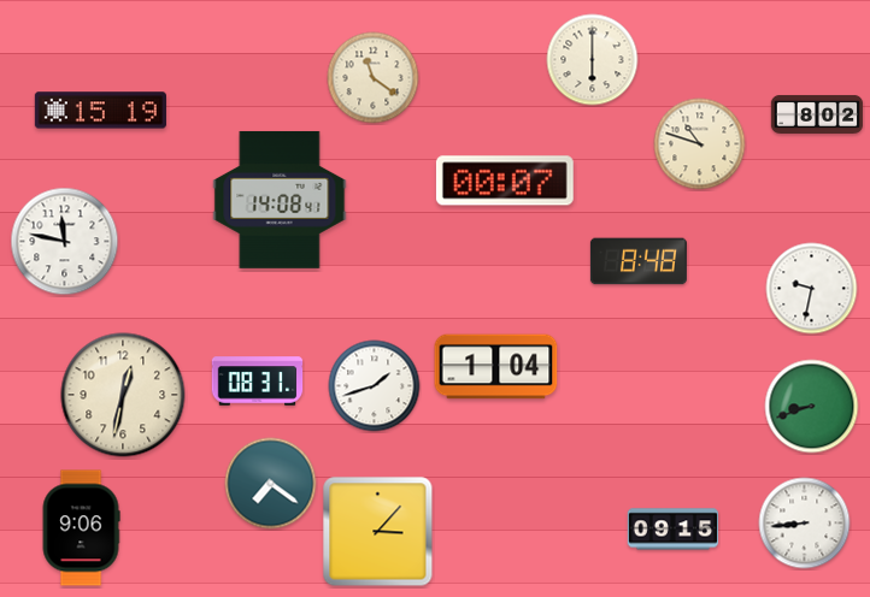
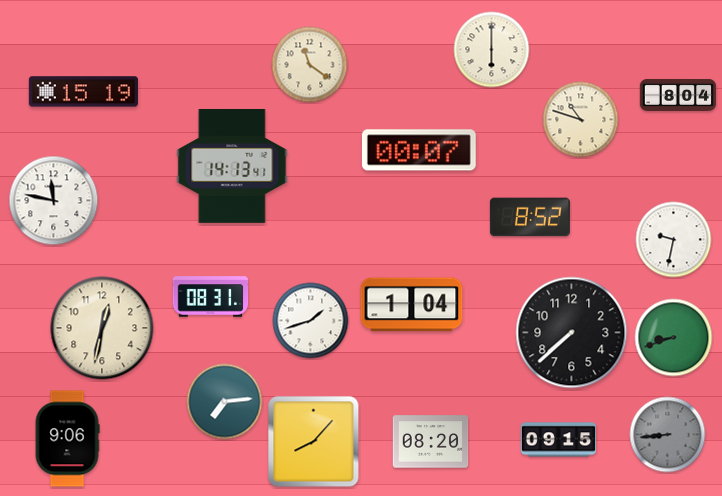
clock at (817, 114): 8:02 -> 8:04
clock at (280, 200): 14:08 -> 14:13
clock at (639, 261): 8:48 -> 8:52
clock at (258, 382) position: (258, 382) -> (211, 297)
clock at (572, 333): none -> 7:38
clock at (271, 484): 7:21 -> 7:14
clock at (805, 524) dial: white -> grey
clock at (378, 532): 3:07 -> 8:07
clock at (431, 442): none -> 08:20
